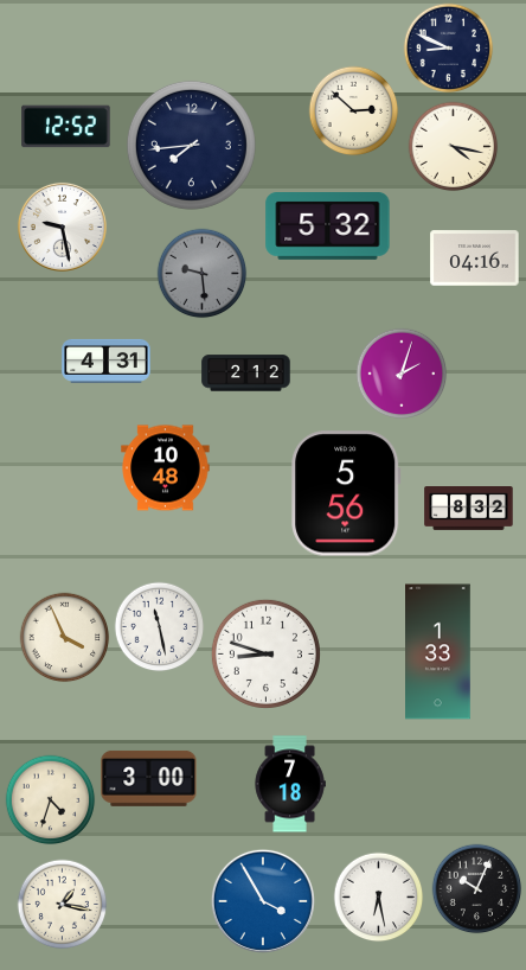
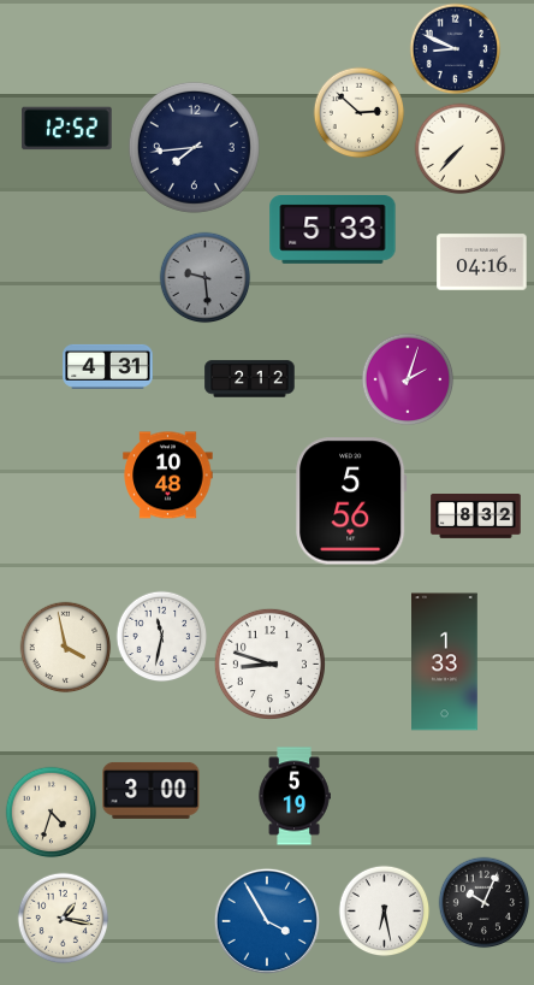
clock at (454, 147): 4:17 -> 7:37
clock at (62, 226): 9:28 -> none
clock at (328, 226): 5:32 -> 5:33
clock at (160, 627): 11:28 -> 11:32
clock at (65, 638): 3:56 -> 3:58
clock at (290, 784): 7:18 -> 5:19
clock at (263, 901) position: (263, 901) -> (267, 921)
